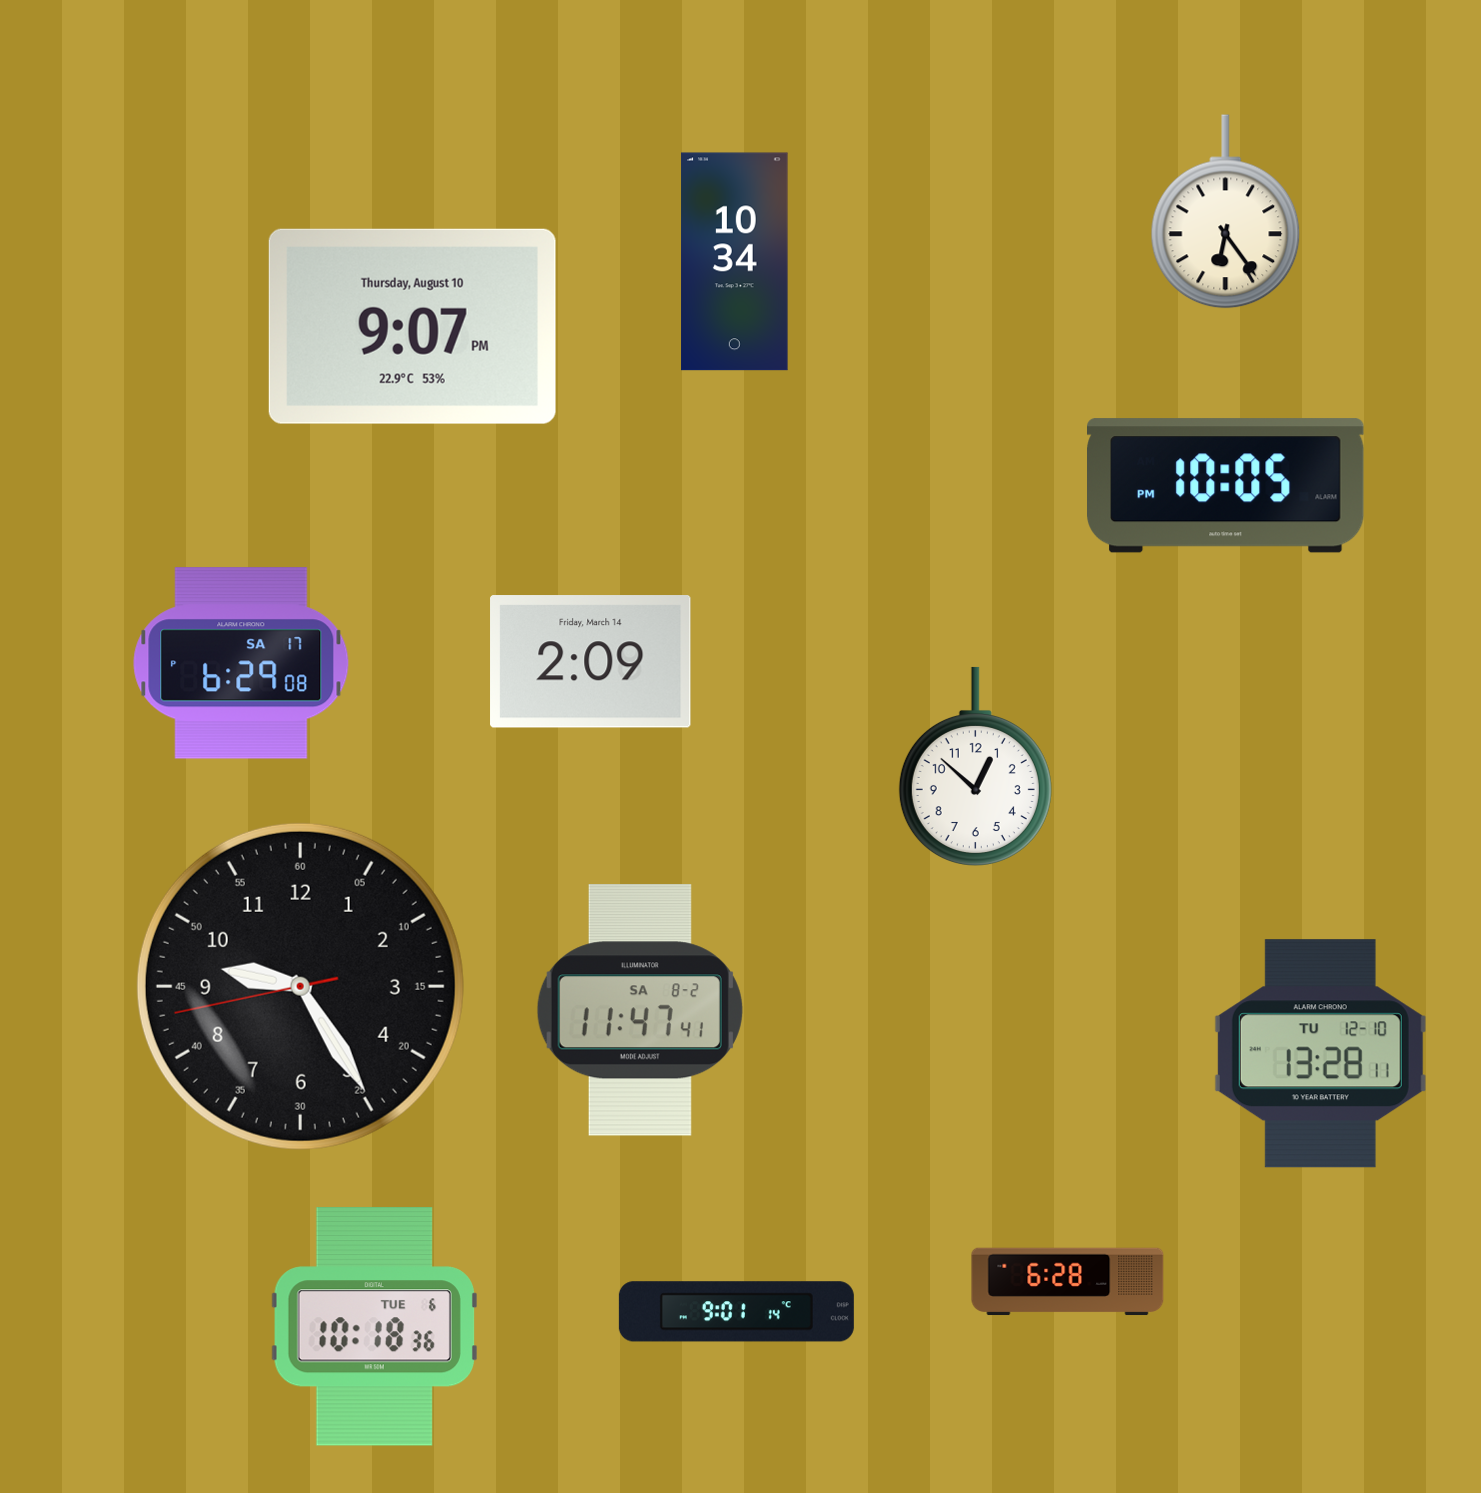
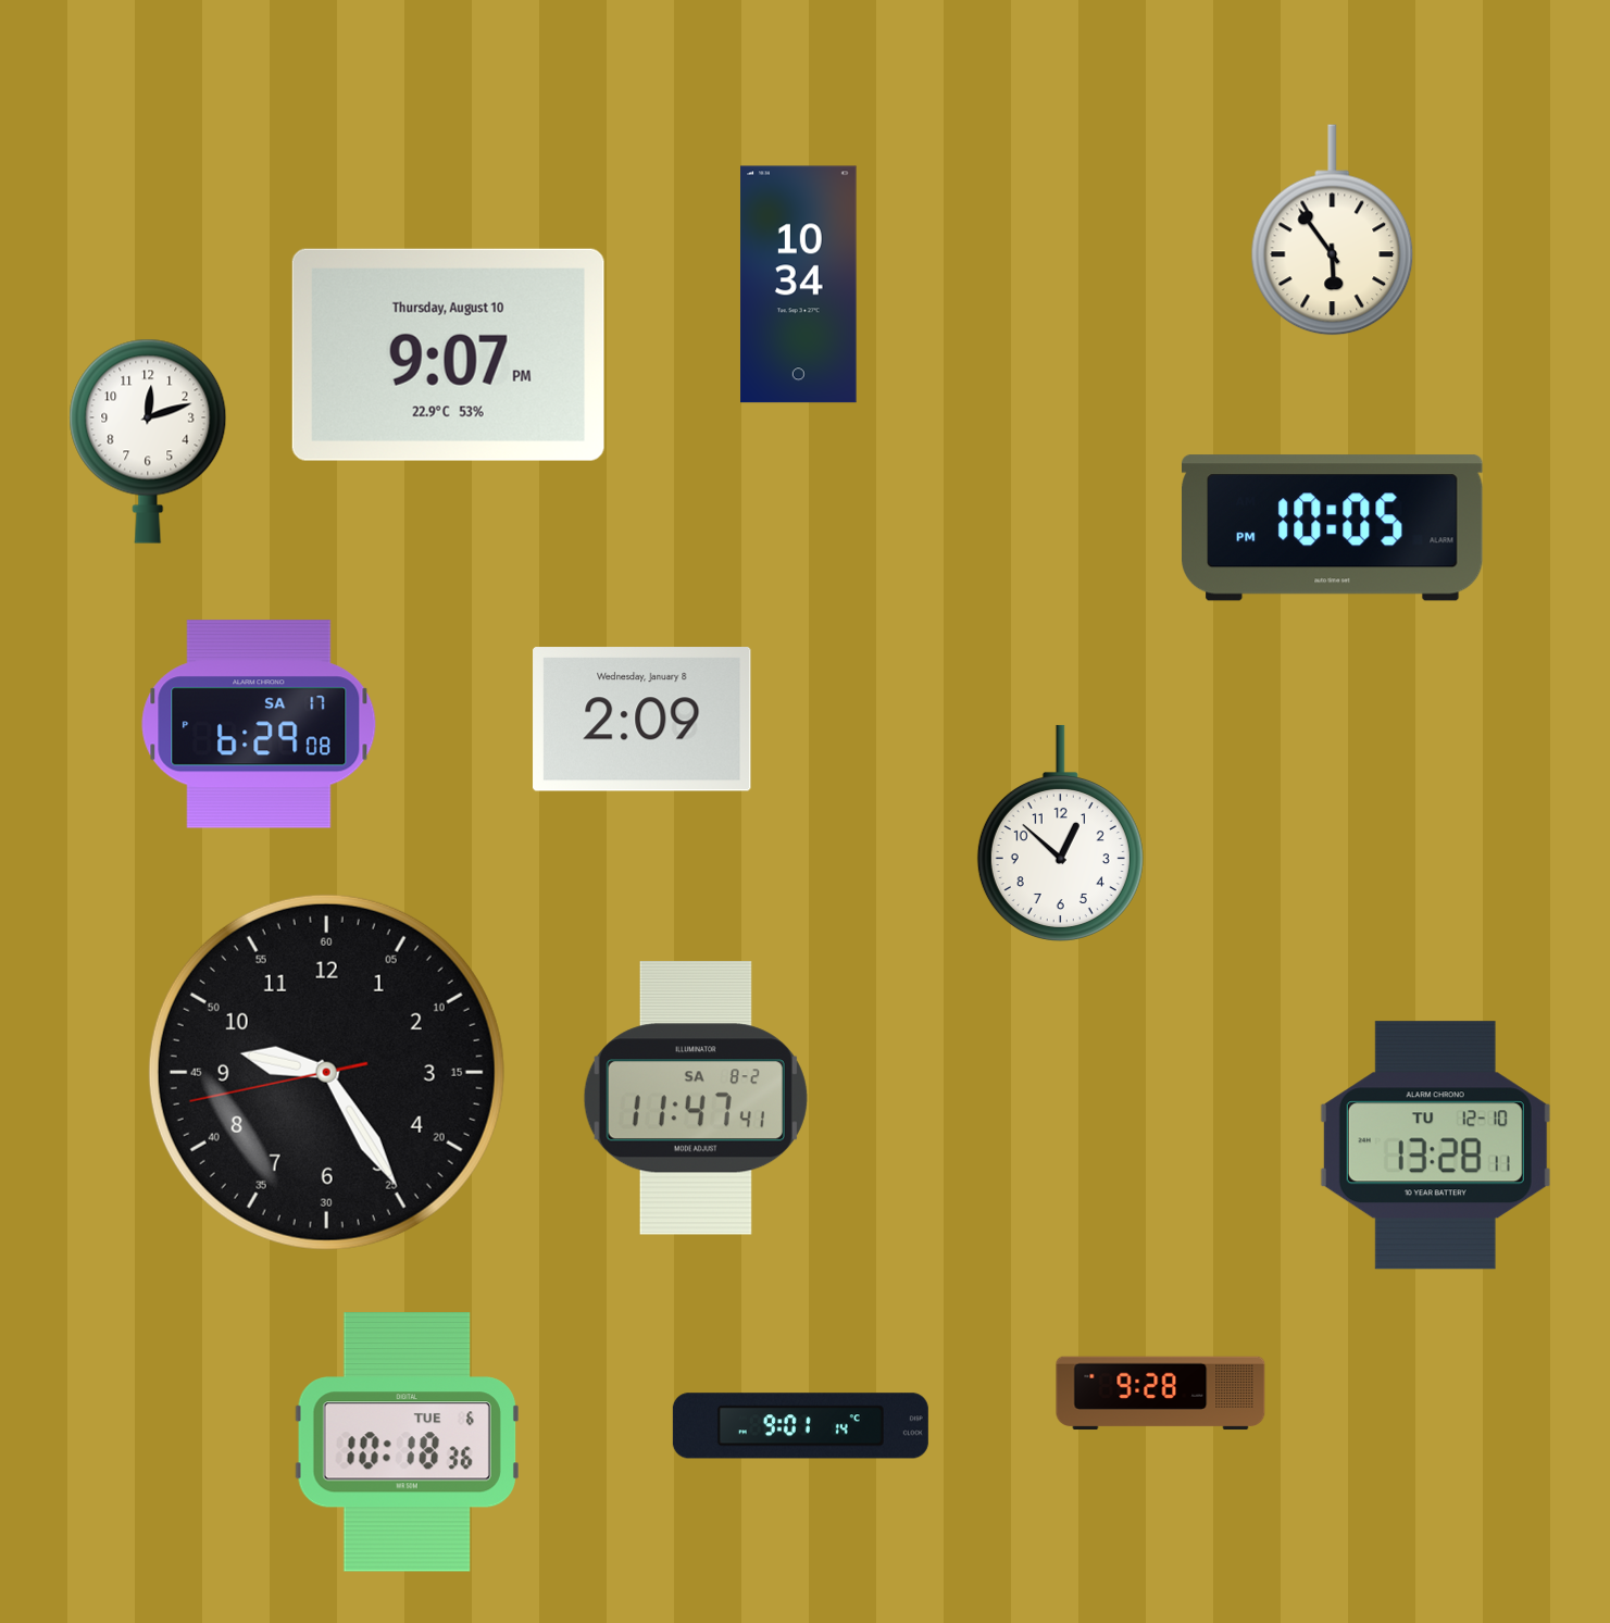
clock at (1226, 212): 6:24 -> 5:54
clock at (148, 441): none -> 12:12
clock at (591, 662) date: Friday, March 14 -> Wednesday, January 8
clock at (241, 663) position: (241, 663) -> (259, 724)
clock at (1068, 1282): 6:28 -> 9:28
